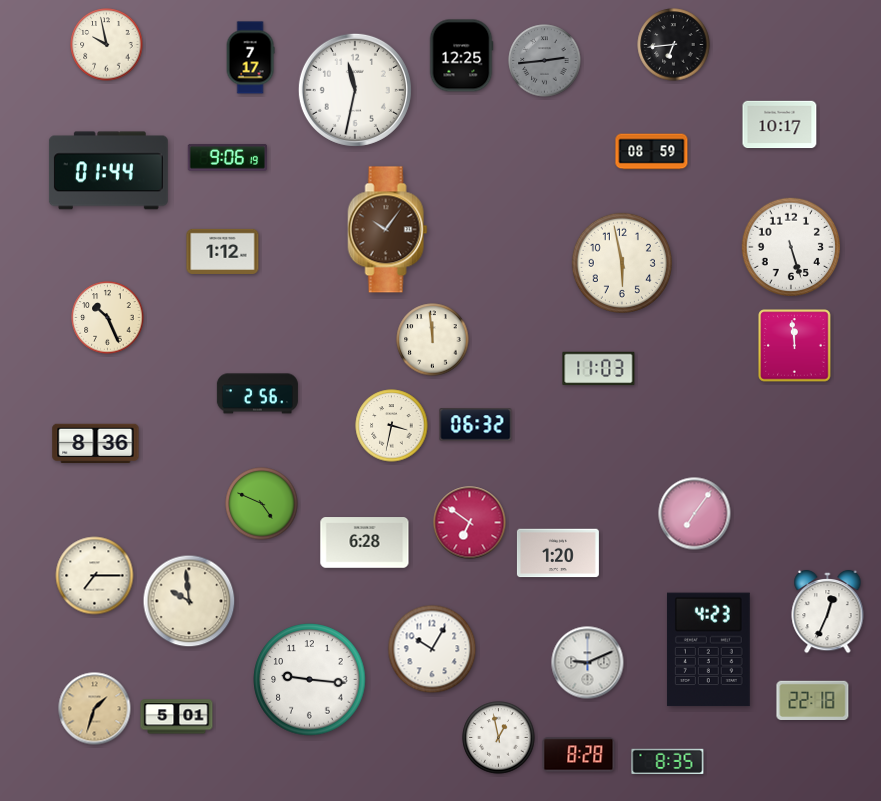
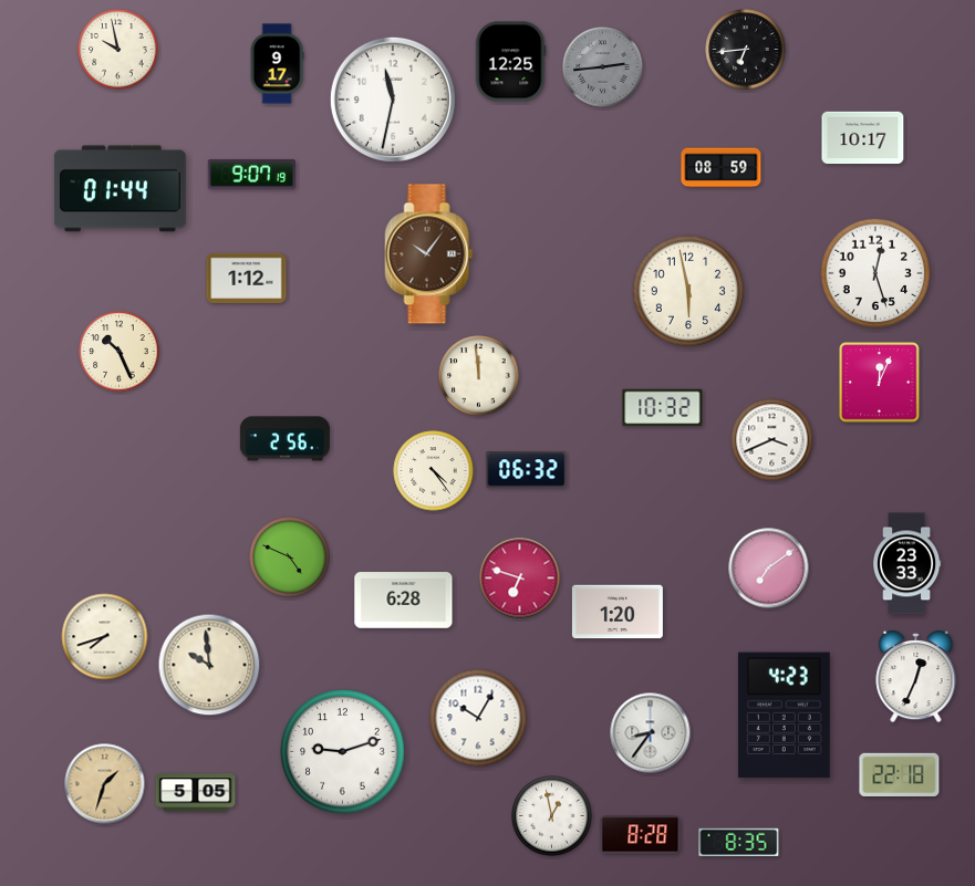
clock at (250, 58): 7:17 -> 9:17
clock at (227, 158): 9:06 -> 9:07
clock at (790, 246): 5:27 -> 12:27
clock at (795, 346): 11:59 -> 12:04
clock at (599, 369): 11:03 -> 10:32
clock at (257, 394) position: (257, 394) -> (284, 439)
clock at (772, 440): none -> 3:41
clock at (392, 426): 3:32 -> 4:24
clock at (96, 443): 8:36 -> none
clock at (907, 564): none -> 23:33
clock at (695, 514): 7:06 -> 7:09
clock at (470, 523): 6:51 -> 6:48
clock at (95, 576): 7:15 -> 7:42
clock at (708, 650) position: (708, 650) -> (784, 716)
clock at (588, 663): 9:11 -> 8:36
clock at (310, 680): 9:16 -> 9:12
clock at (177, 717): 5:01 -> 5:05
